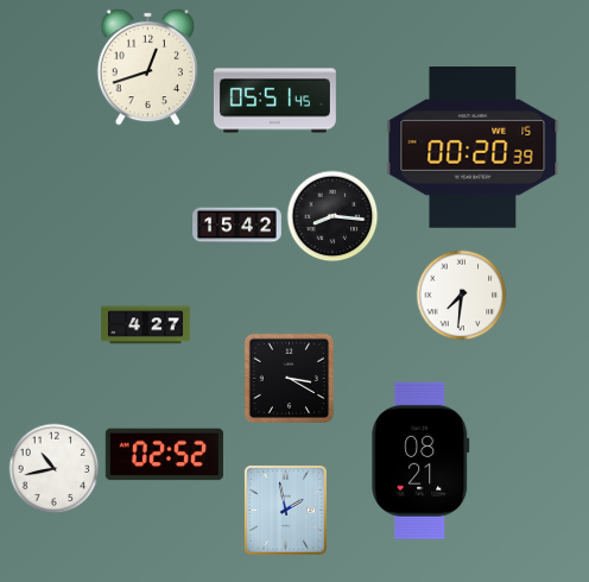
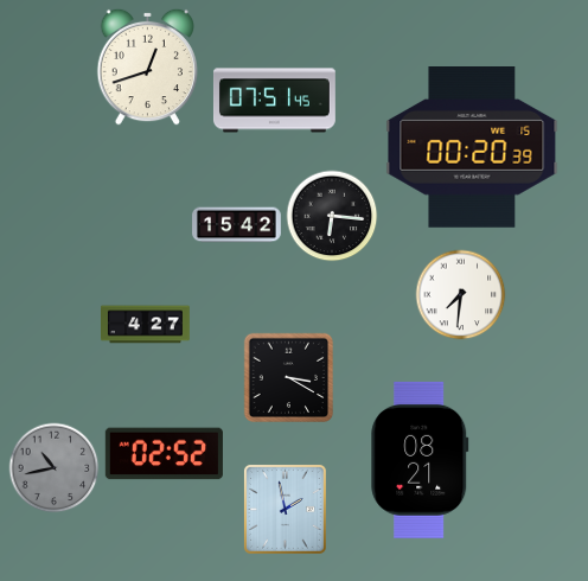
clock at (274, 101): 05:51 -> 07:51
clock at (332, 216): 8:16 -> 6:16
clock at (55, 469) dial: white -> grey
